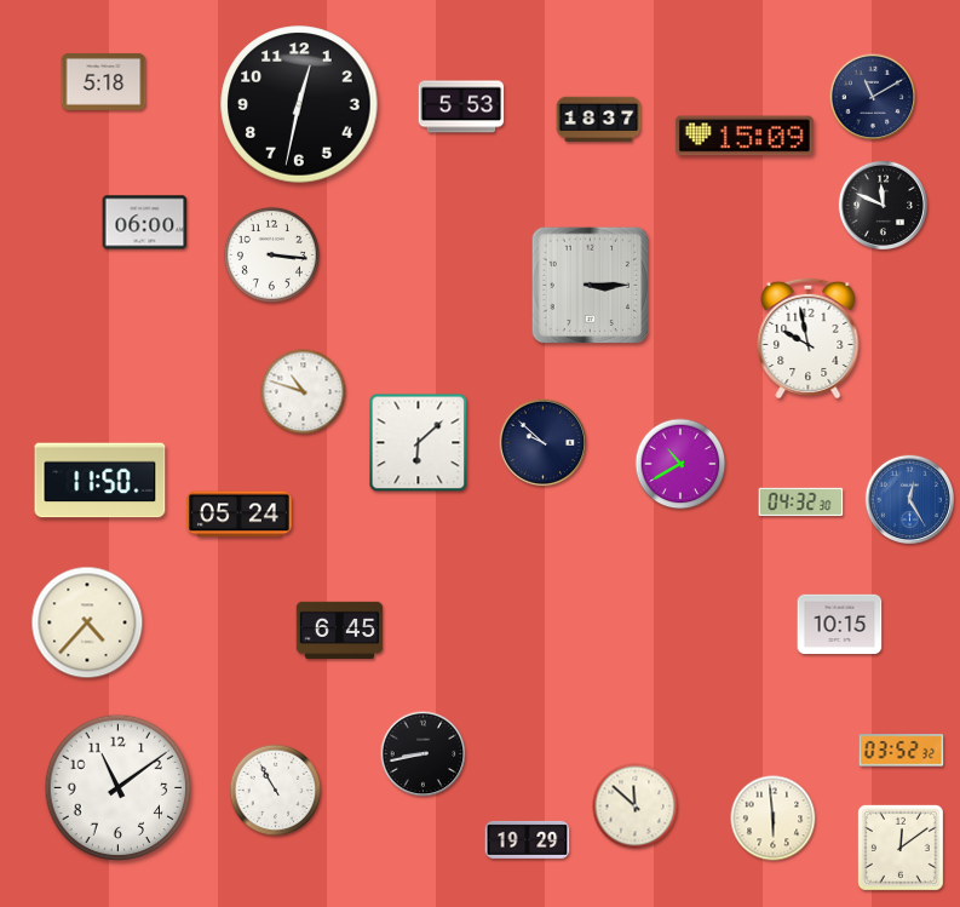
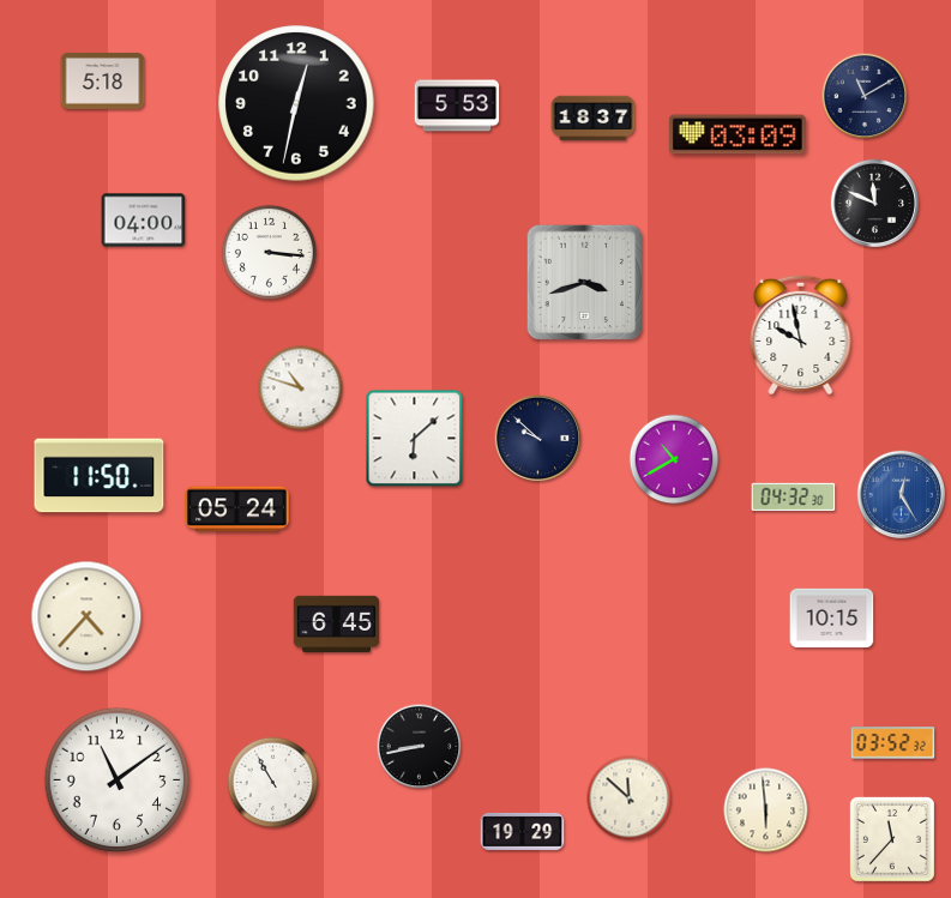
clock at (745, 136): 15:09 -> 03:09
clock at (145, 223): 06:00 -> 04:00
clock at (591, 286): 3:15 -> 3:42
clock at (901, 848): 12:09 -> 11:37
